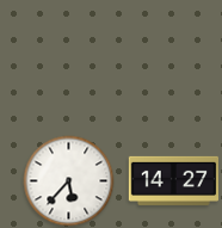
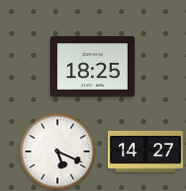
clock at (93, 67): none -> 18:25
clock at (69, 181): 5:37 -> 5:19
